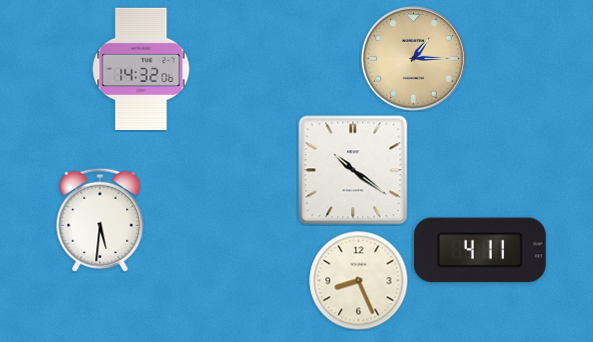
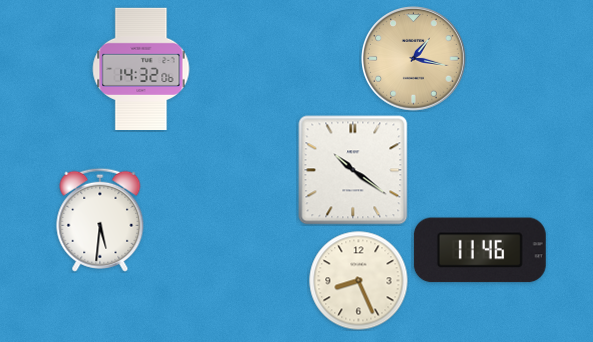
clock at (414, 59): 1:15 -> 1:17
clock at (480, 250): 4:11 -> 11:46
